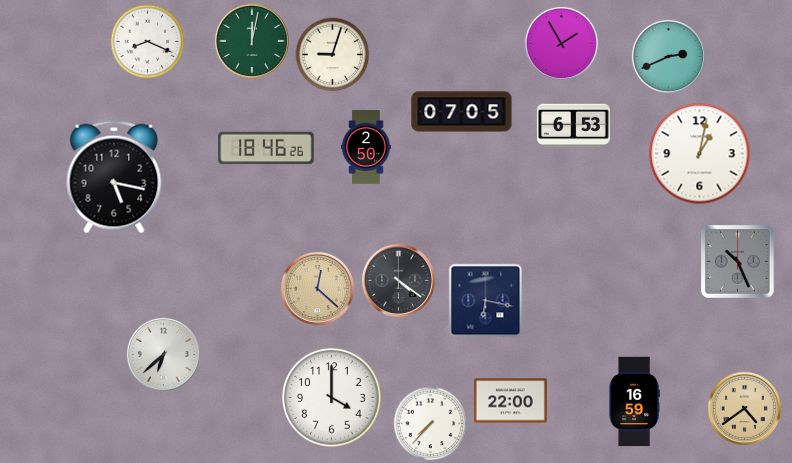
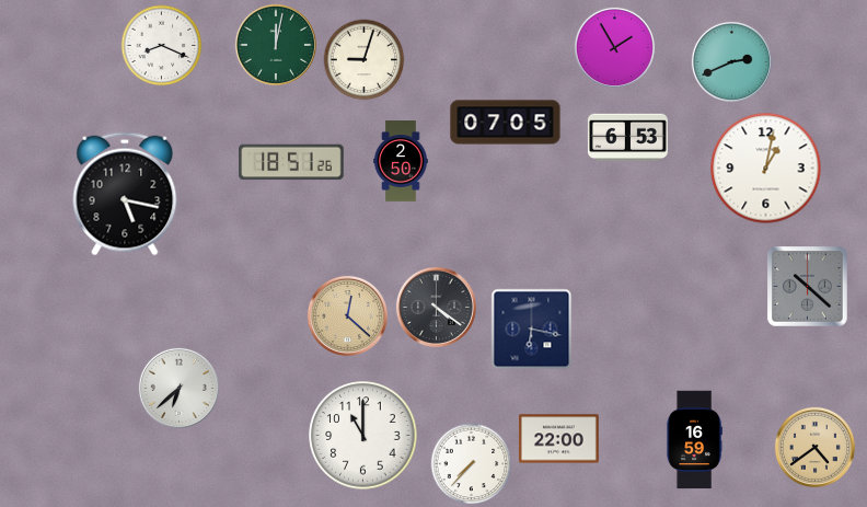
clock at (266, 148): 18:46 -> 18:51
clock at (738, 262): 10:26 -> 10:22
clock at (332, 398): 4:00 -> 11:00
